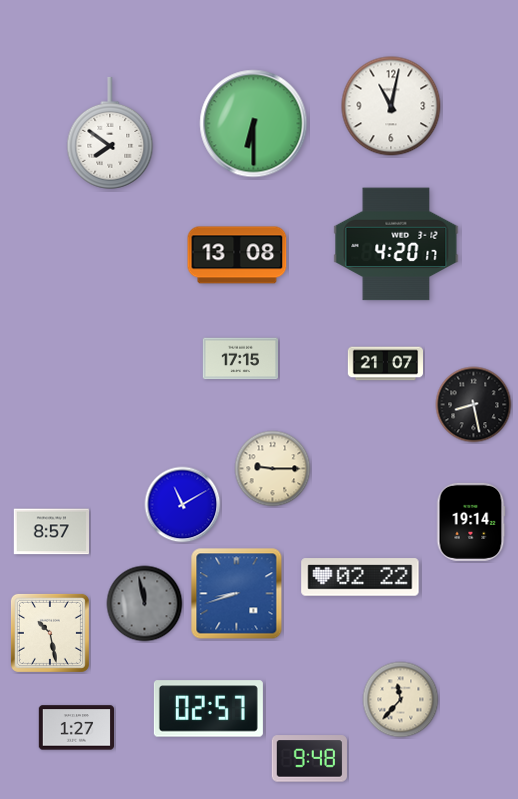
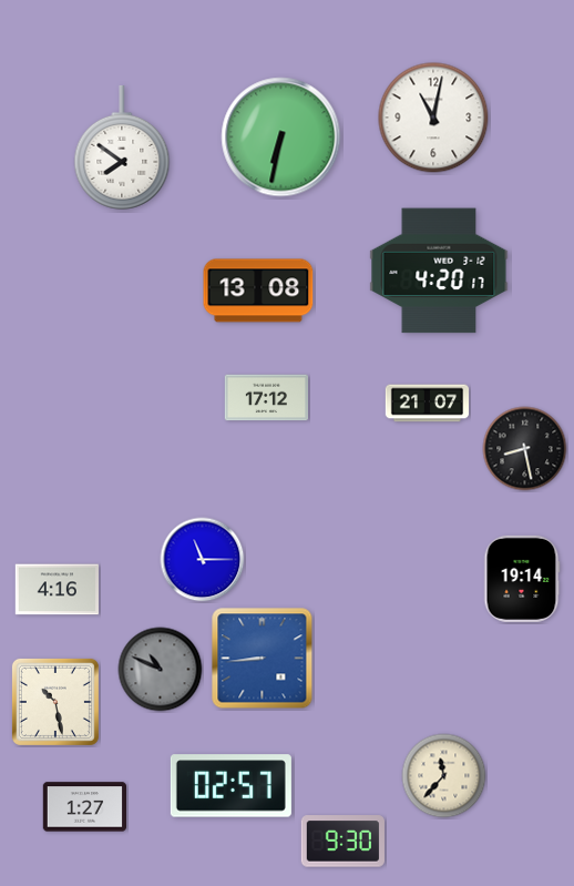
clock at (254, 124): 6:30 -> 6:32
clock at (237, 255) position: (237, 255) -> (258, 291)
clock at (240, 359): 17:15 -> 17:12
clock at (273, 469): 9:15 -> none
clock at (183, 505): 11:10 -> 11:15
clock at (51, 532): 8:57 -> 4:16
clock at (360, 577): 02:22 -> none
clock at (237, 594): 8:42 -> 8:44
clock at (145, 604): 11:58 -> 10:49
clock at (309, 759): 9:48 -> 9:30
